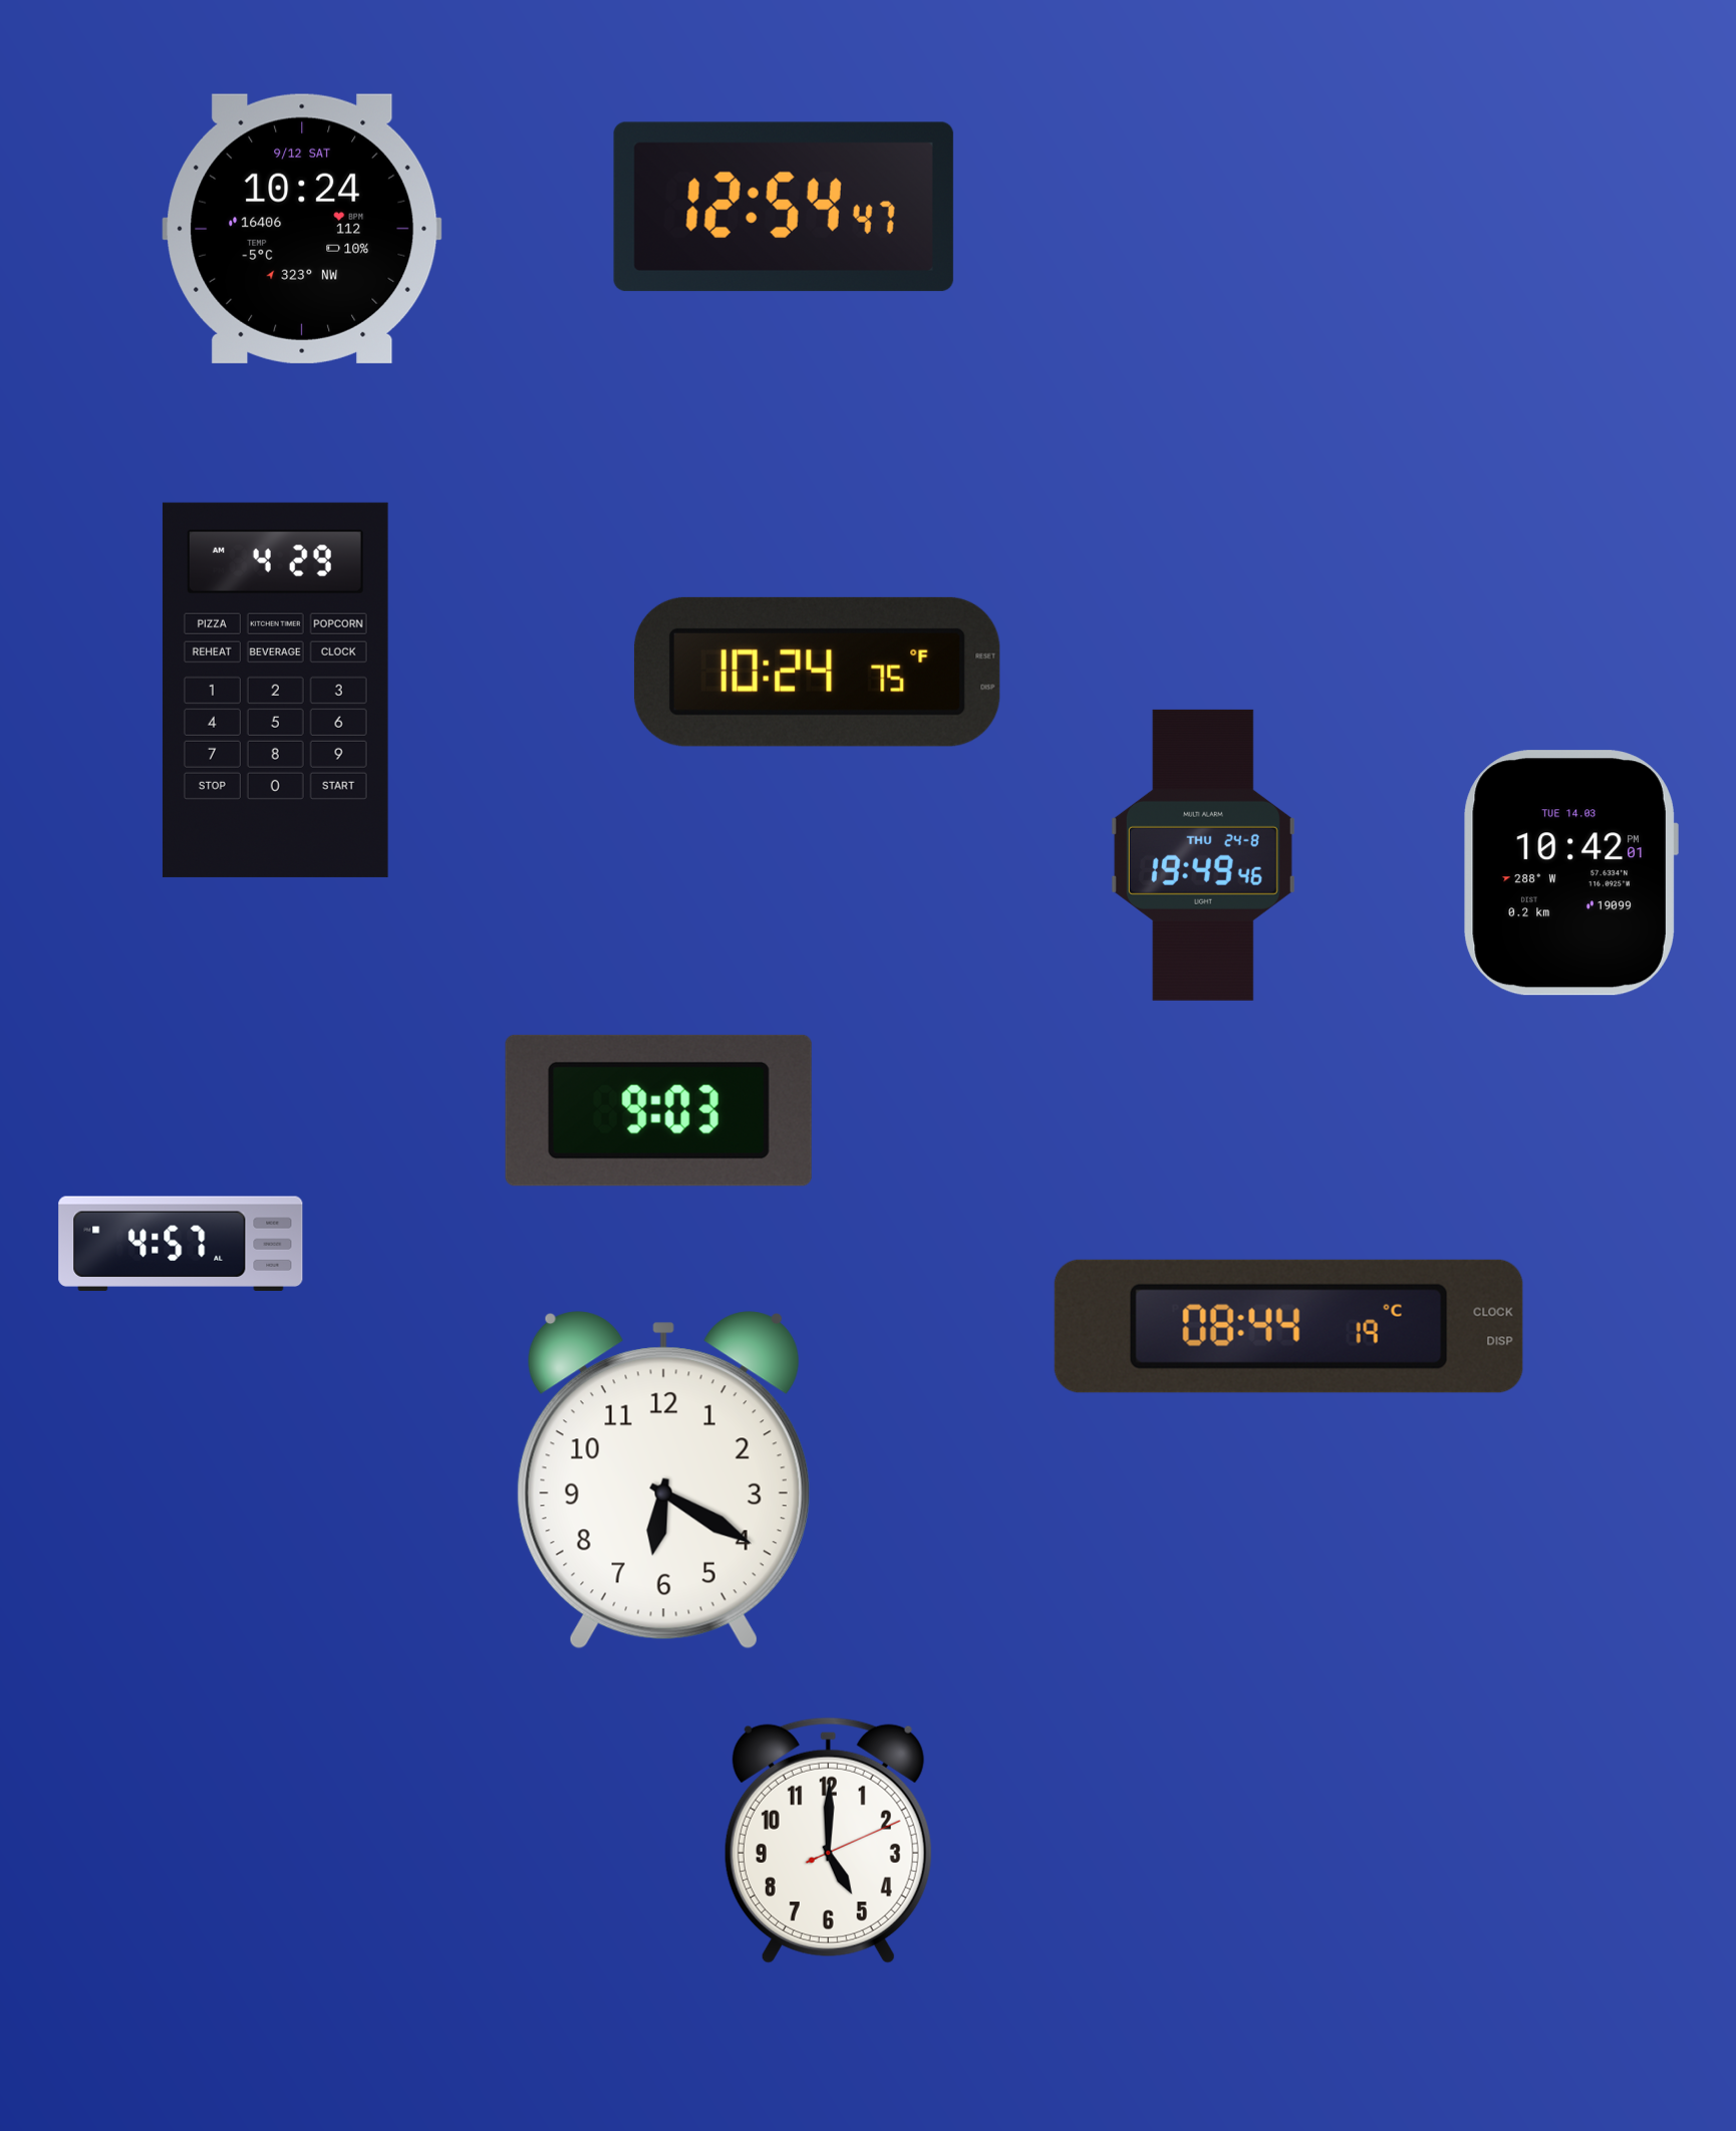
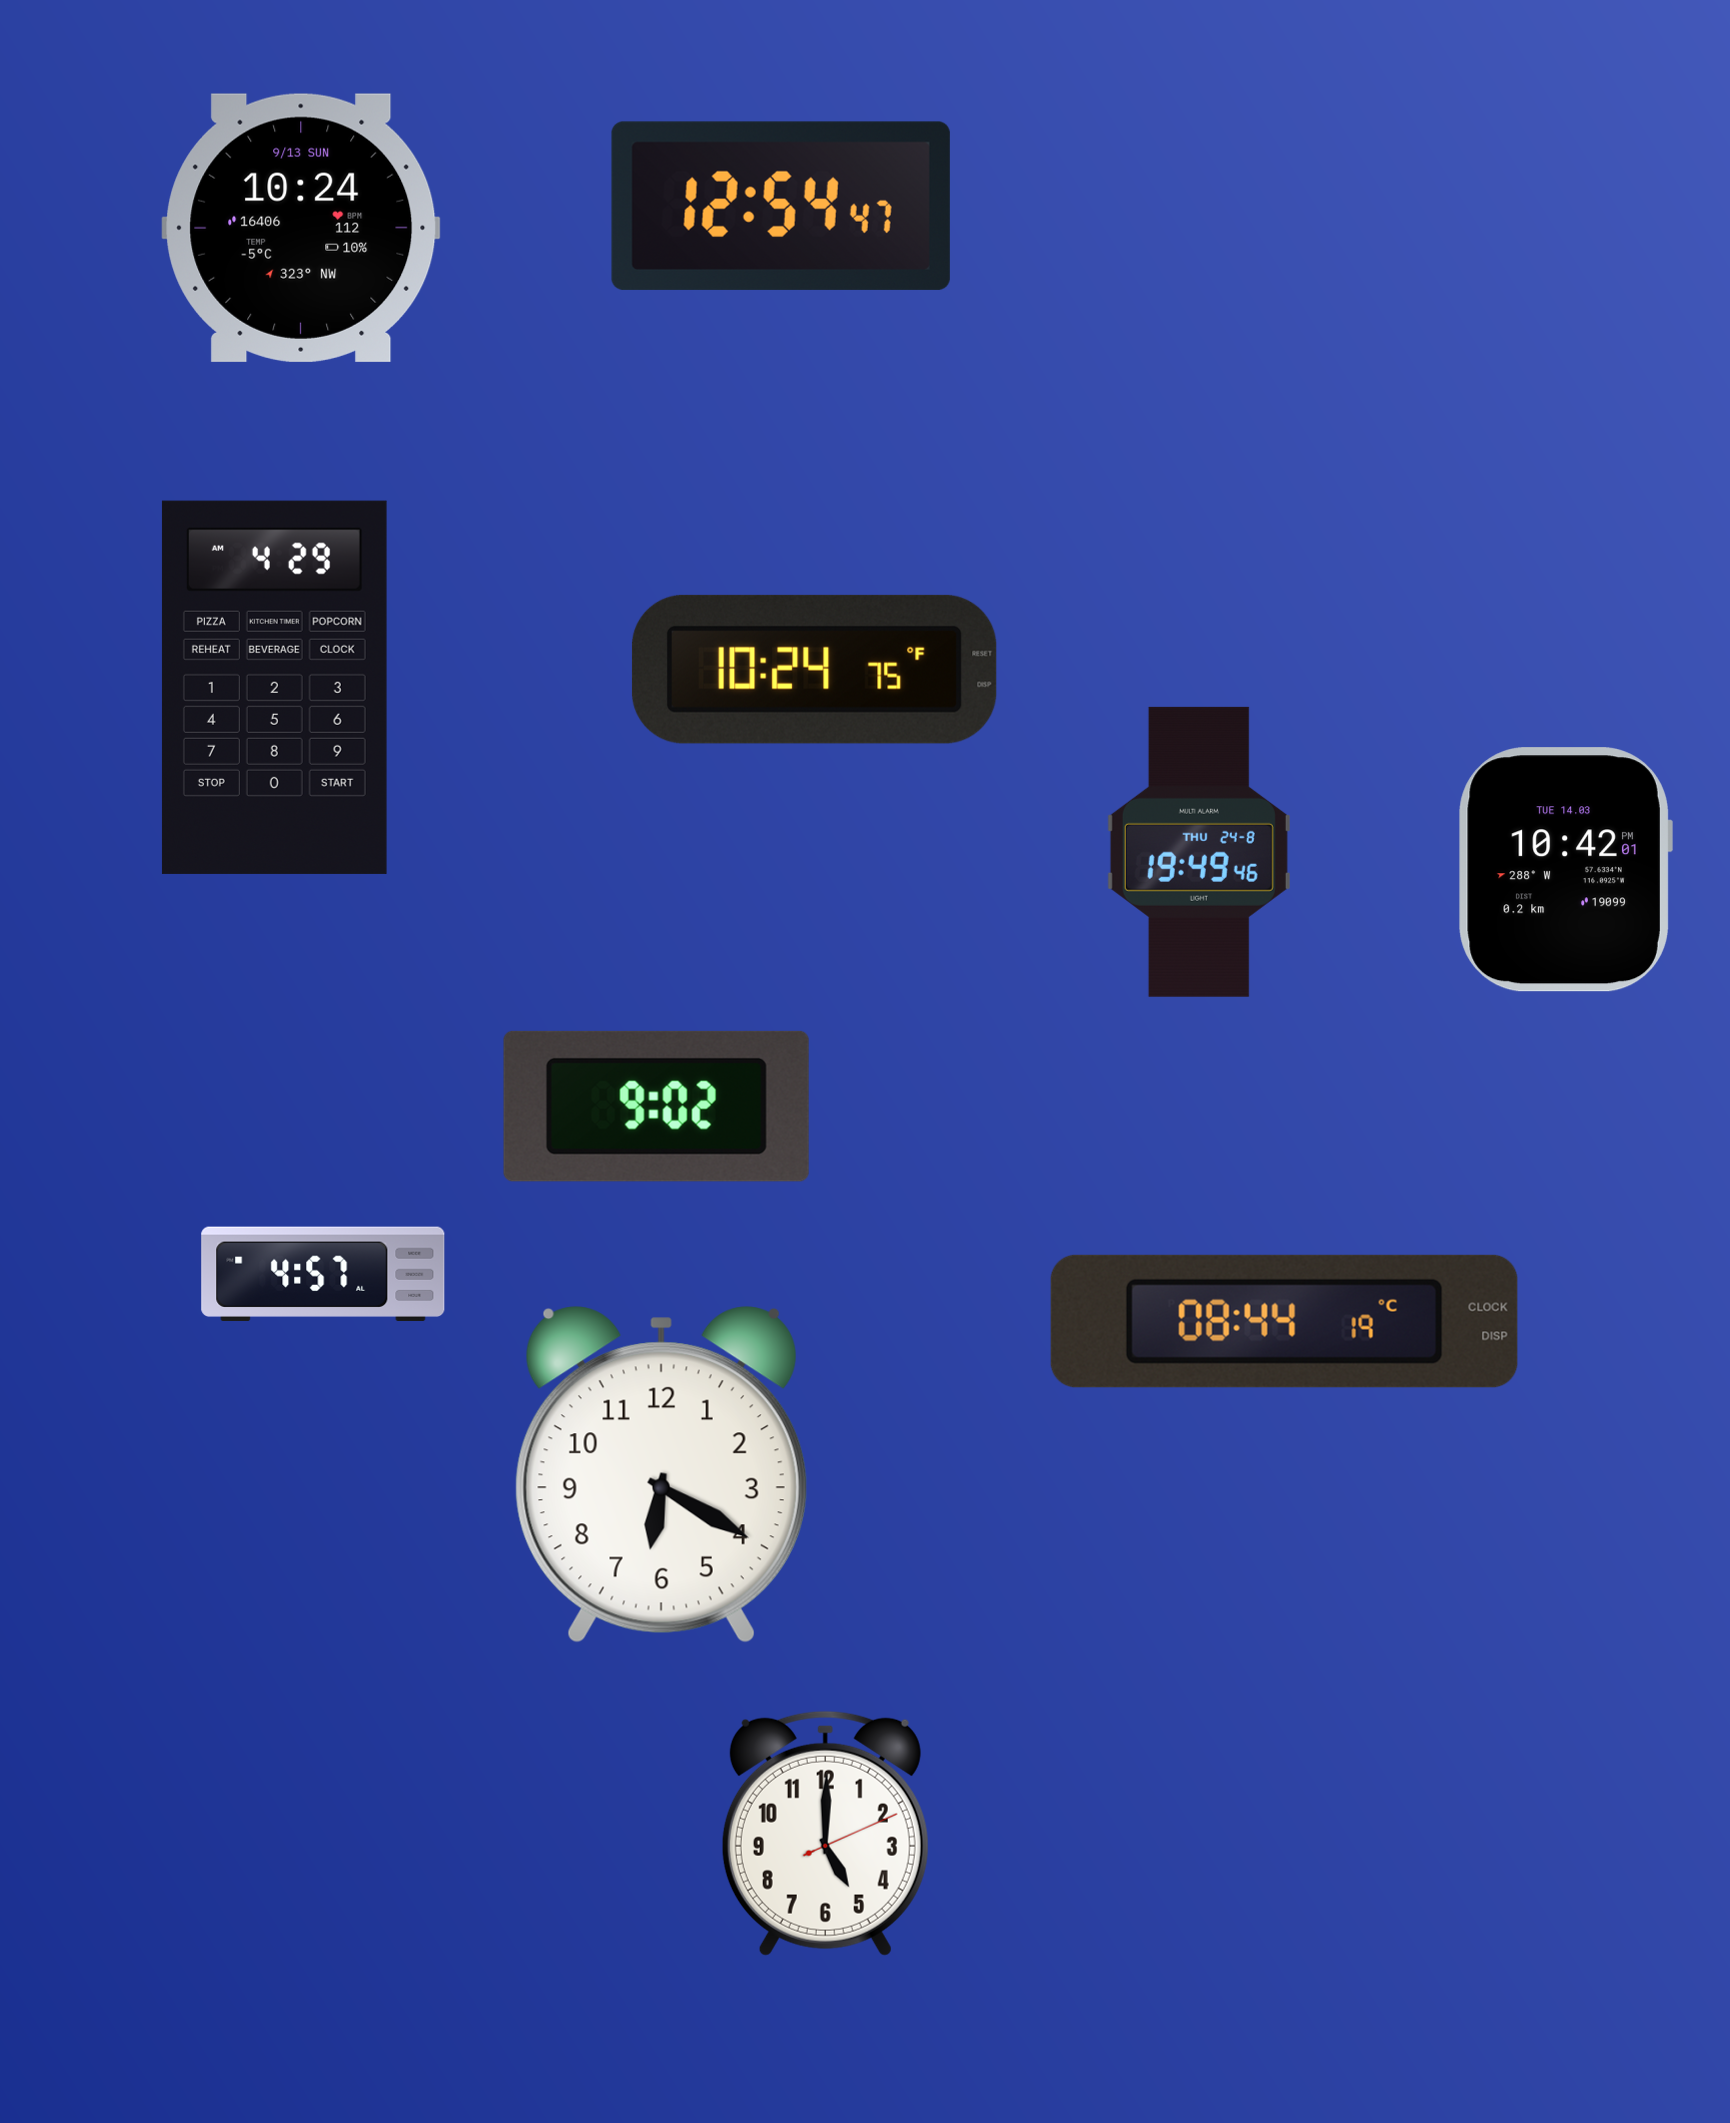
clock at (302, 229) date: 9/12 SAT -> 9/13 SUN
clock at (658, 1110): 9:03 -> 9:02
clock at (181, 1244) position: (181, 1244) -> (323, 1274)
